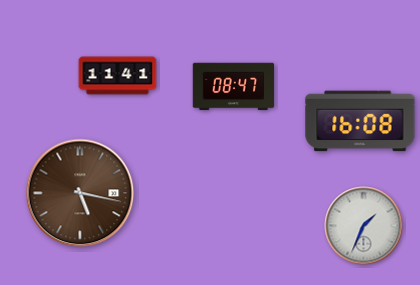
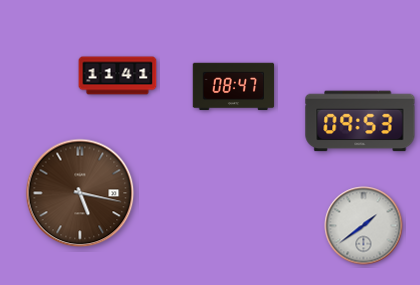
clock at (360, 121): 16:08 -> 09:53
clock at (364, 226): 1:34 -> 1:39
